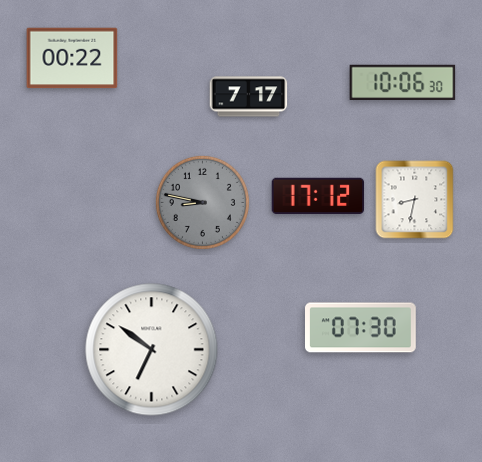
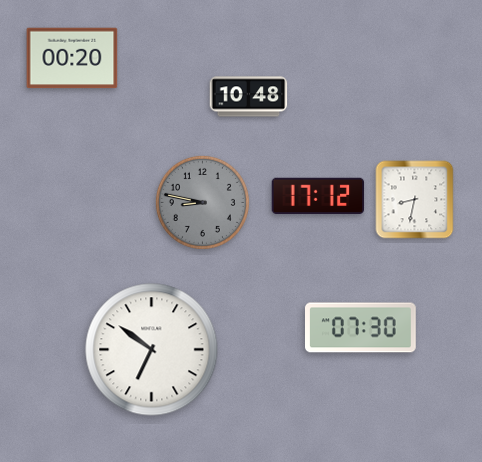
clock at (72, 58): 00:22 -> 00:20
clock at (403, 83): 10:06 -> none
clock at (249, 97): 7:17 -> 10:48
